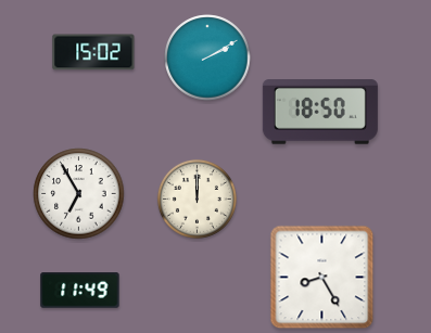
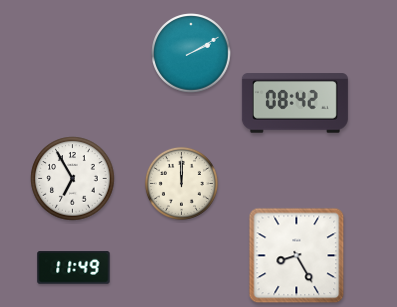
clock at (93, 52): 15:02 -> none
clock at (320, 112): 18:50 -> 08:42
